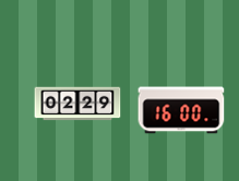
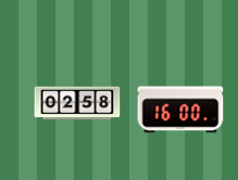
clock at (77, 104): 02:29 -> 02:58
